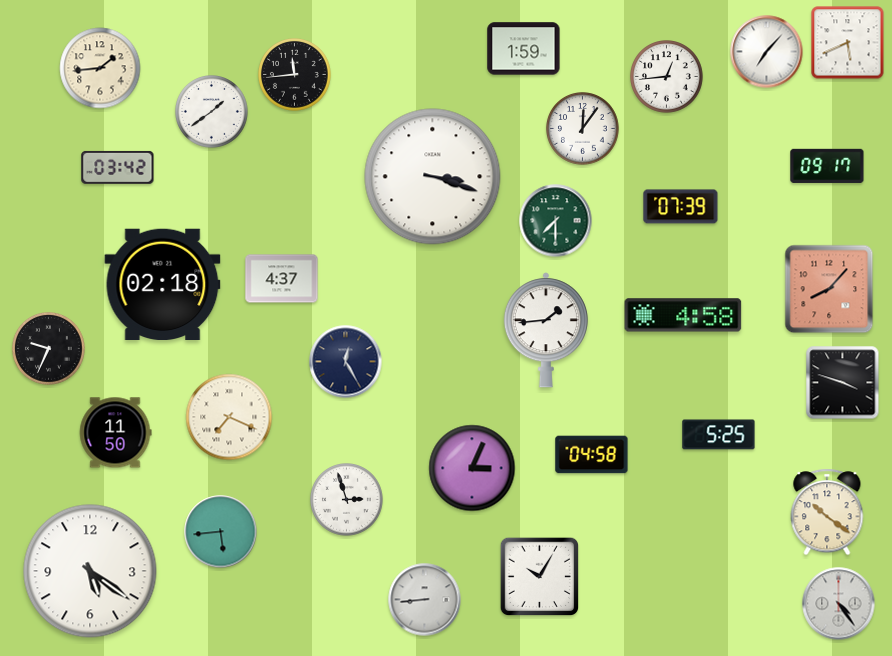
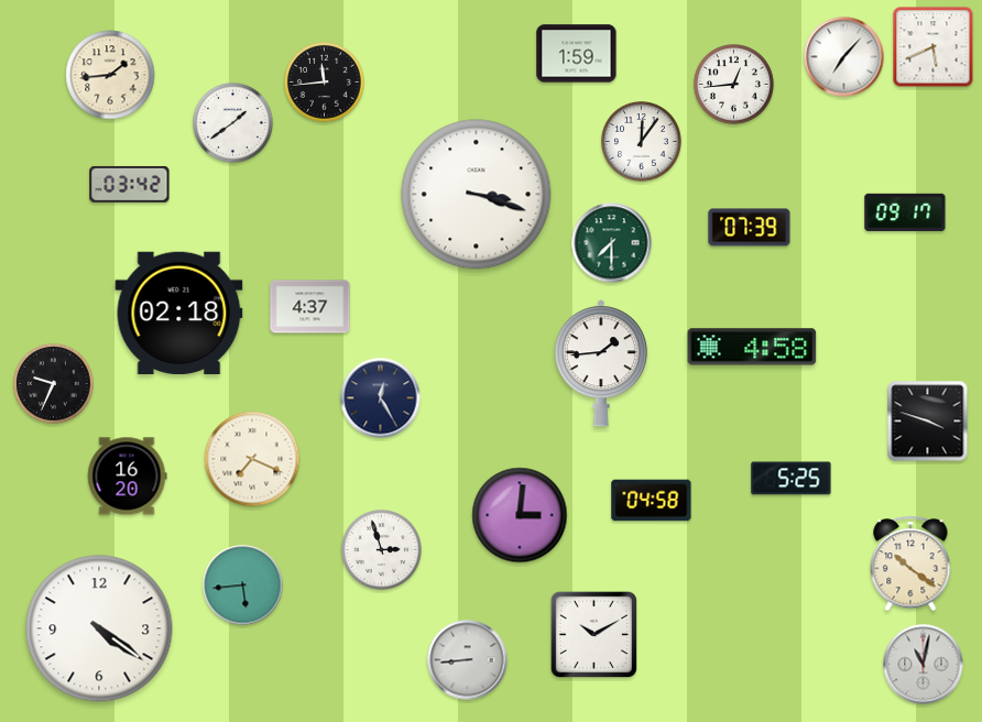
clock at (827, 166) position: (827, 166) -> (905, 212)
clock at (829, 289): 8:07 -> none
clock at (115, 433): 11:50 -> 16:20
clock at (472, 468): 3:04 -> 3:01
clock at (90, 571): 5:21 -> 4:21
clock at (539, 576): 10:05 -> 10:10
clock at (839, 604): 4:24 -> 11:02
